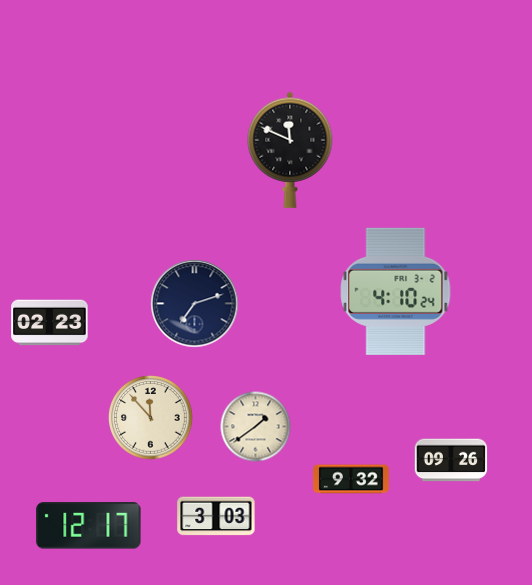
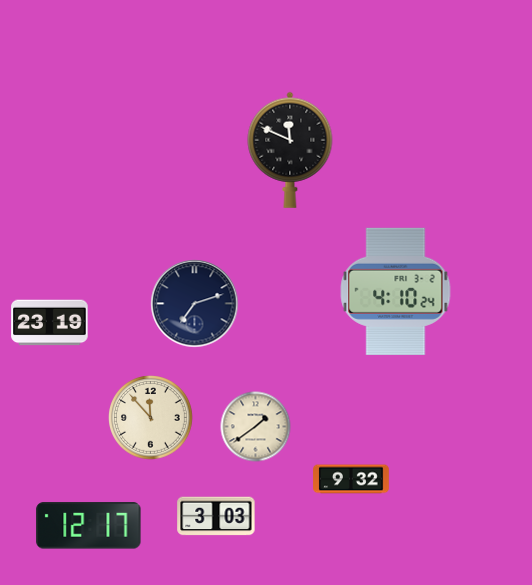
clock at (50, 323): 02:23 -> 23:19
clock at (451, 460): 09:26 -> none
